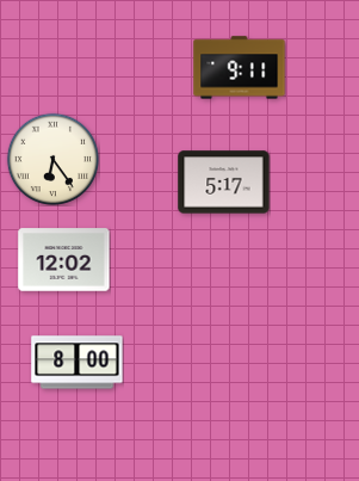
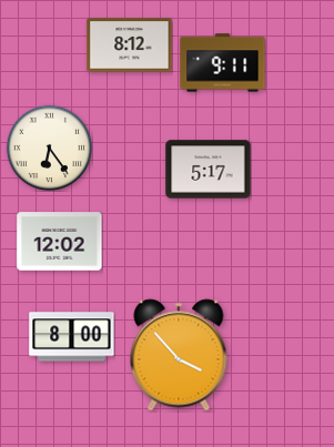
clock at (130, 45): none -> 8:12
clock at (179, 355): none -> 3:53
